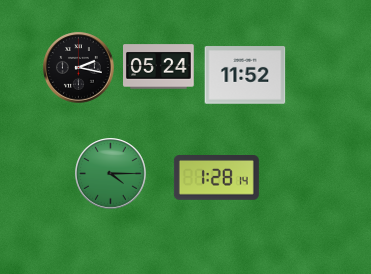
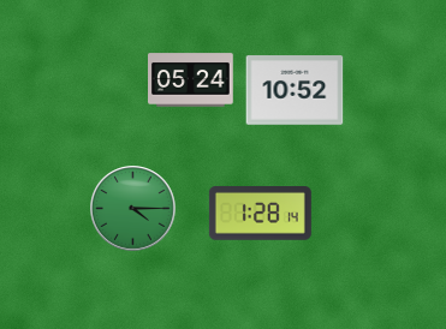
clock at (79, 68): 2:17 -> none
clock at (245, 75): 11:52 -> 10:52
